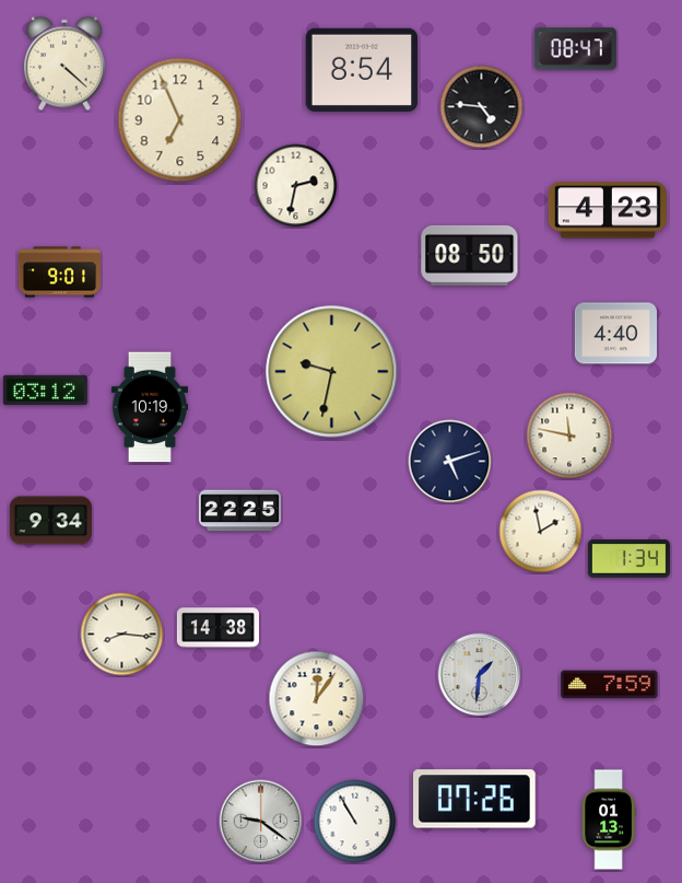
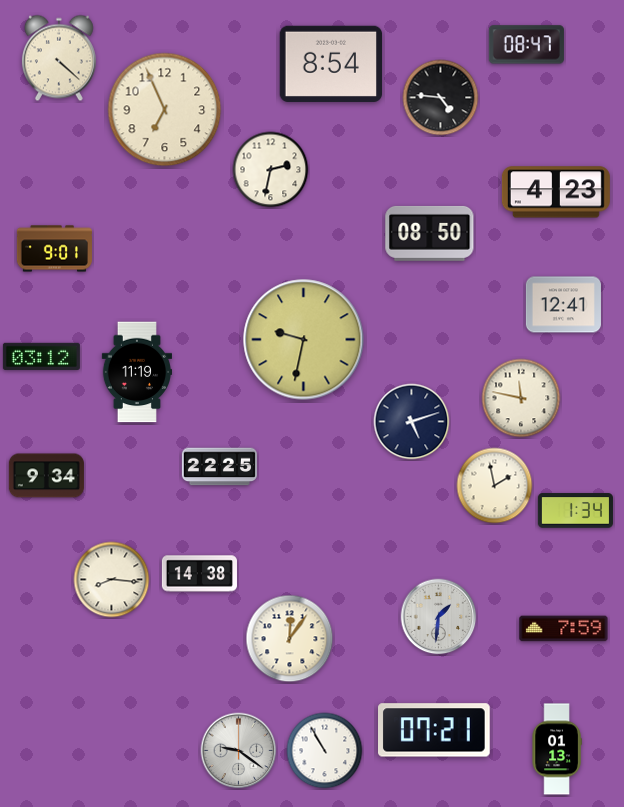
clock at (615, 334): 4:40 -> 12:41
clock at (149, 407): 10:19 -> 11:19
clock at (610, 685) position: (610, 685) -> (564, 629)
clock at (475, 799): 07:26 -> 07:21
